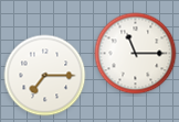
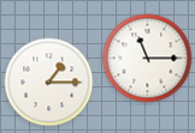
clock at (45, 76): 7:15 -> 1:15
